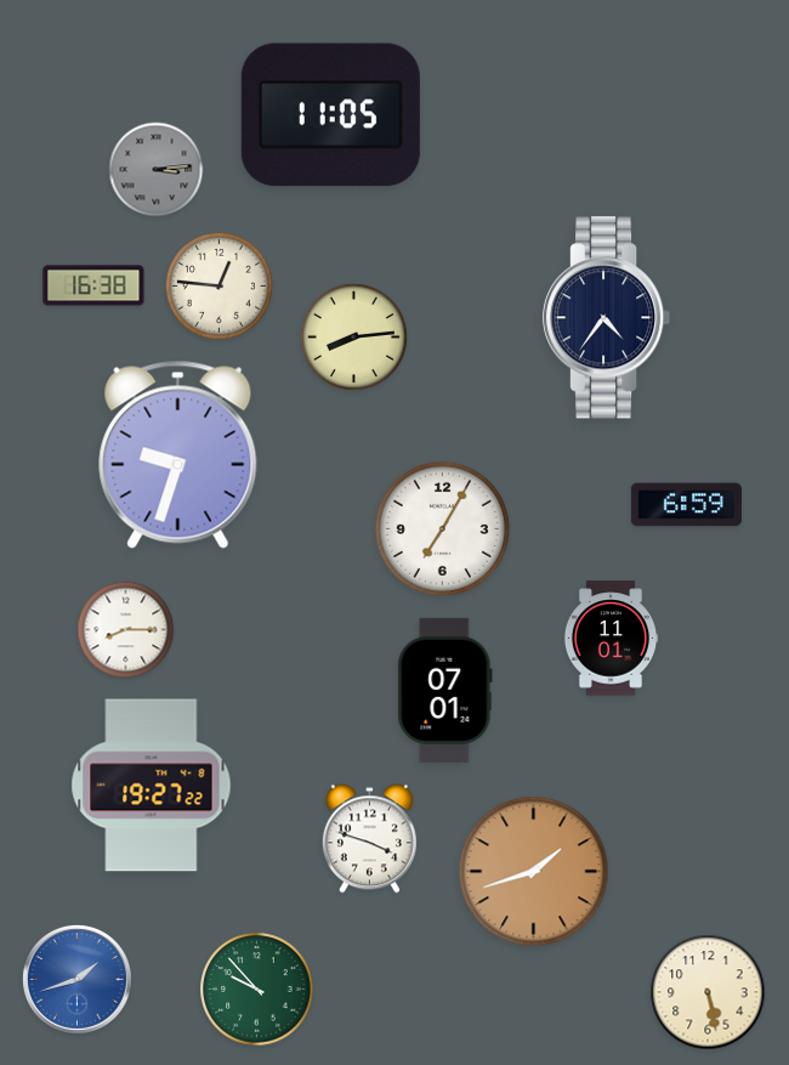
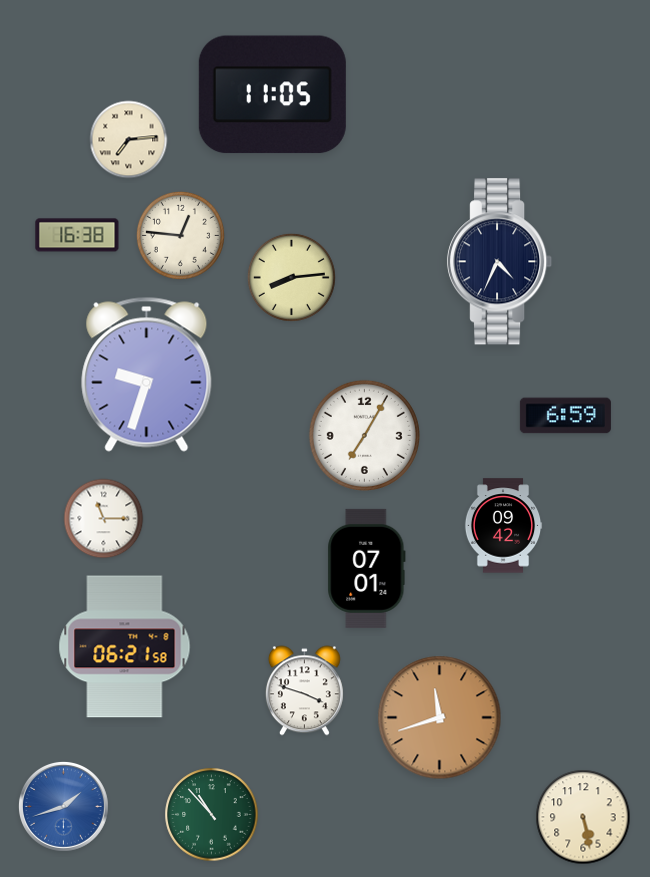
clock at (157, 170): 3:14 -> 7:14
clock at (157, 170) dial: grey -> cream
clock at (607, 318): 4:36 -> 4:34
clock at (126, 630): 8:15 -> 11:15
clock at (611, 639): 11:01 -> 09:42
clock at (152, 786): 19:27 -> 06:21
clock at (534, 872): 1:42 -> 11:42
clock at (257, 990): 9:53 -> 10:53
